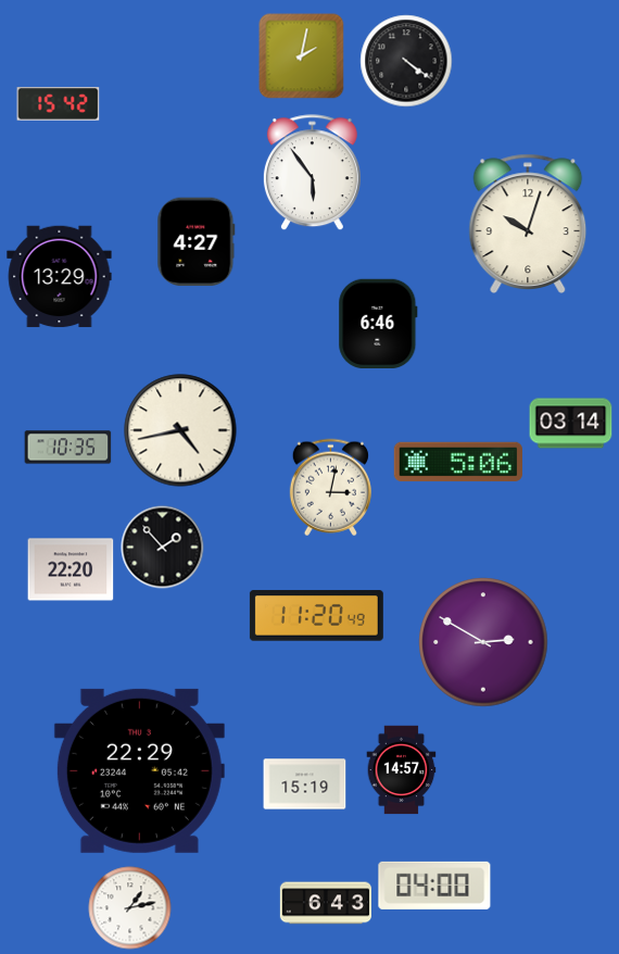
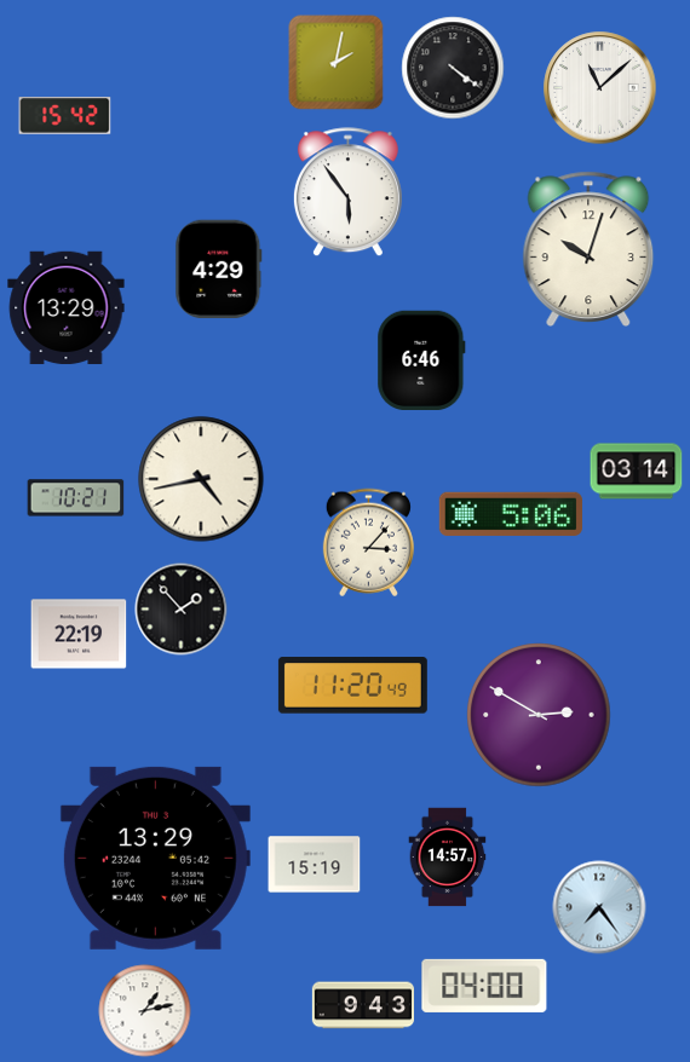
clock at (600, 88): none -> 11:08
clock at (197, 242): 4:27 -> 4:29
clock at (68, 448): 10:35 -> 10:21
clock at (330, 488): 3:02 -> 3:07
clock at (71, 569): 22:20 -> 22:19
clock at (139, 770): 22:29 -> 13:29
clock at (305, 784) position: (305, 784) -> (315, 865)
clock at (599, 907): none -> 7:24
clock at (325, 903): 6:43 -> 9:43
